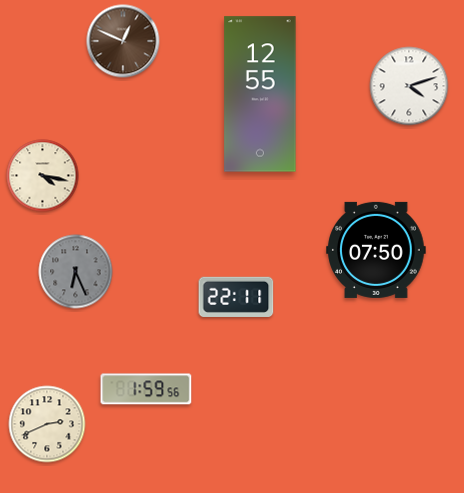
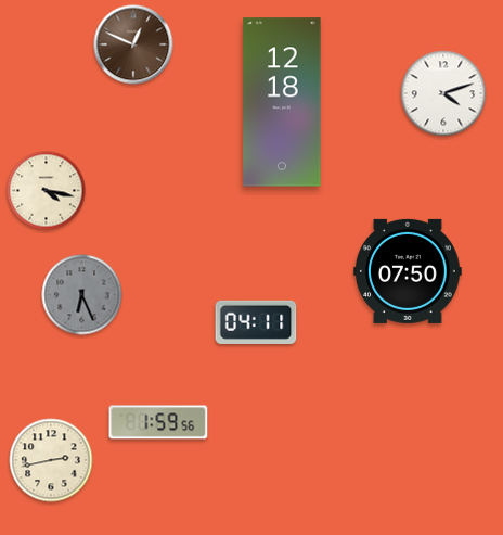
clock at (260, 94): 12:55 -> 12:18
clock at (236, 297): 22:11 -> 04:11
clock at (47, 424): 2:41 -> 2:43
